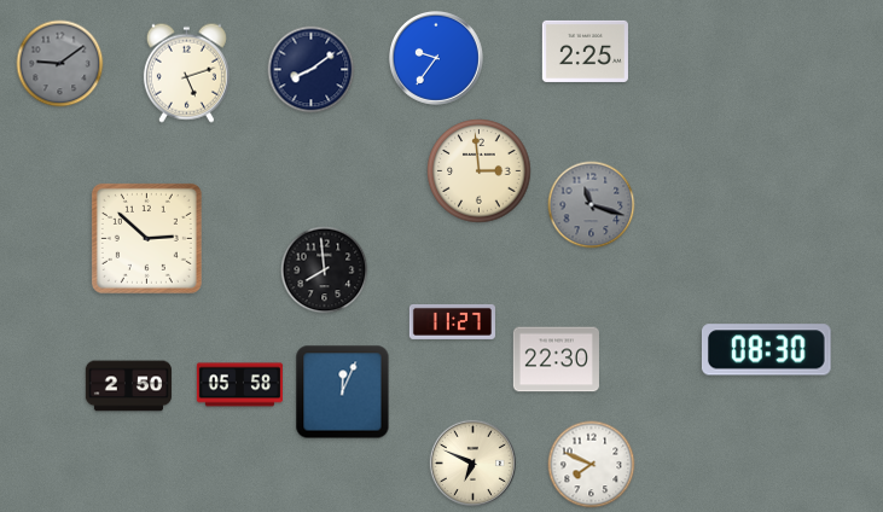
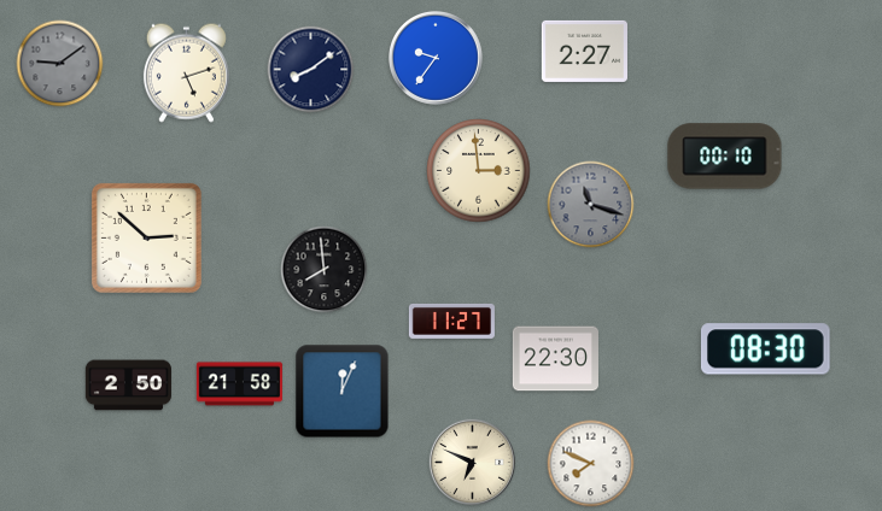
clock at (585, 51): 2:25 -> 2:27
clock at (725, 157): none -> 00:10
clock at (239, 385): 05:58 -> 21:58
